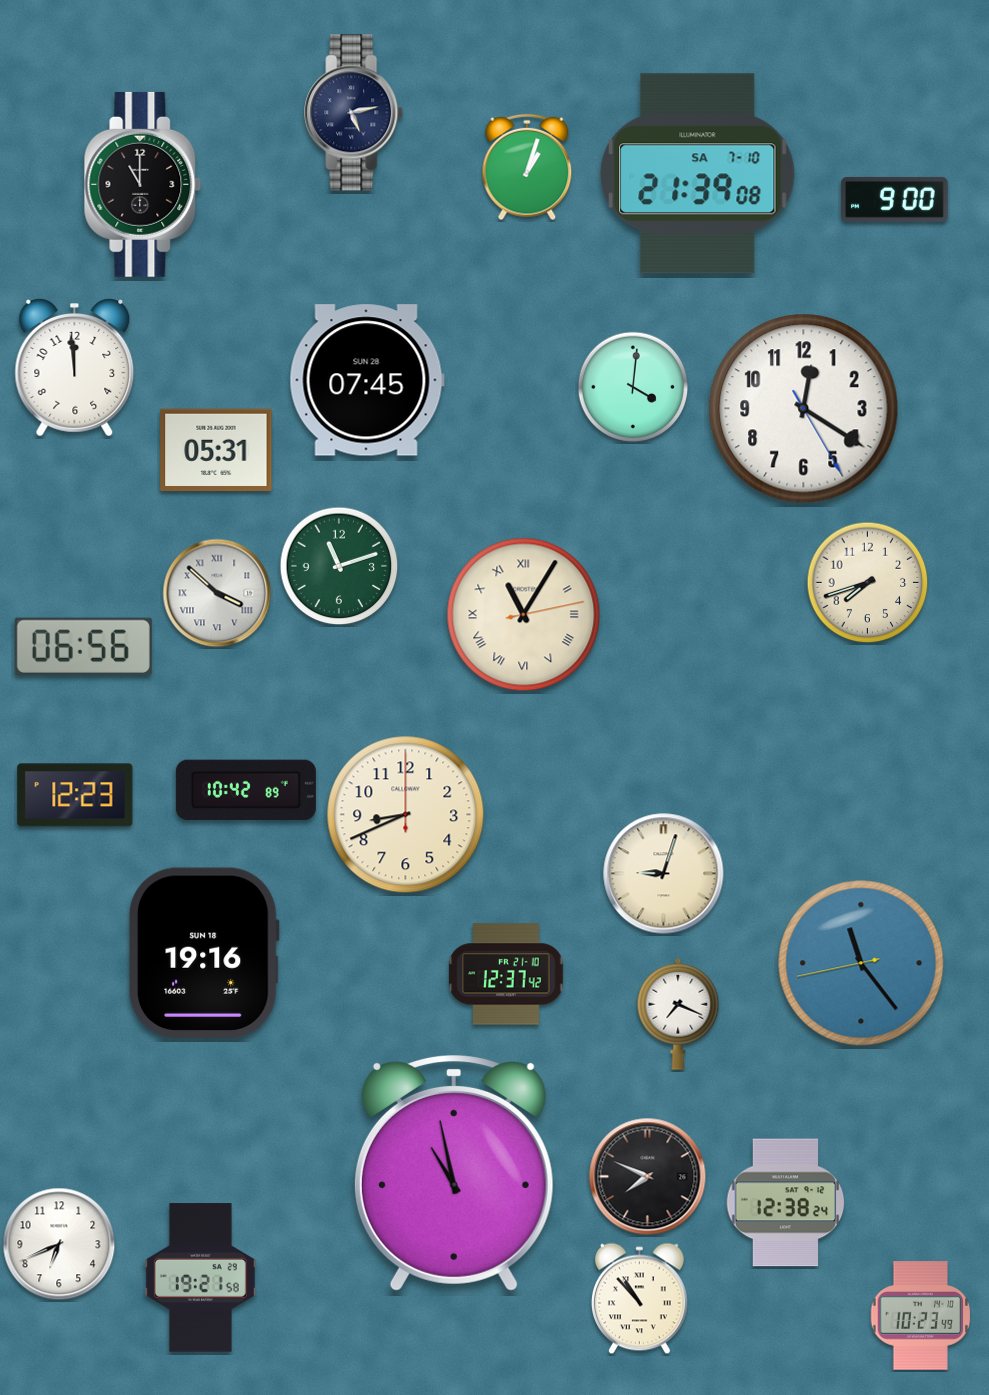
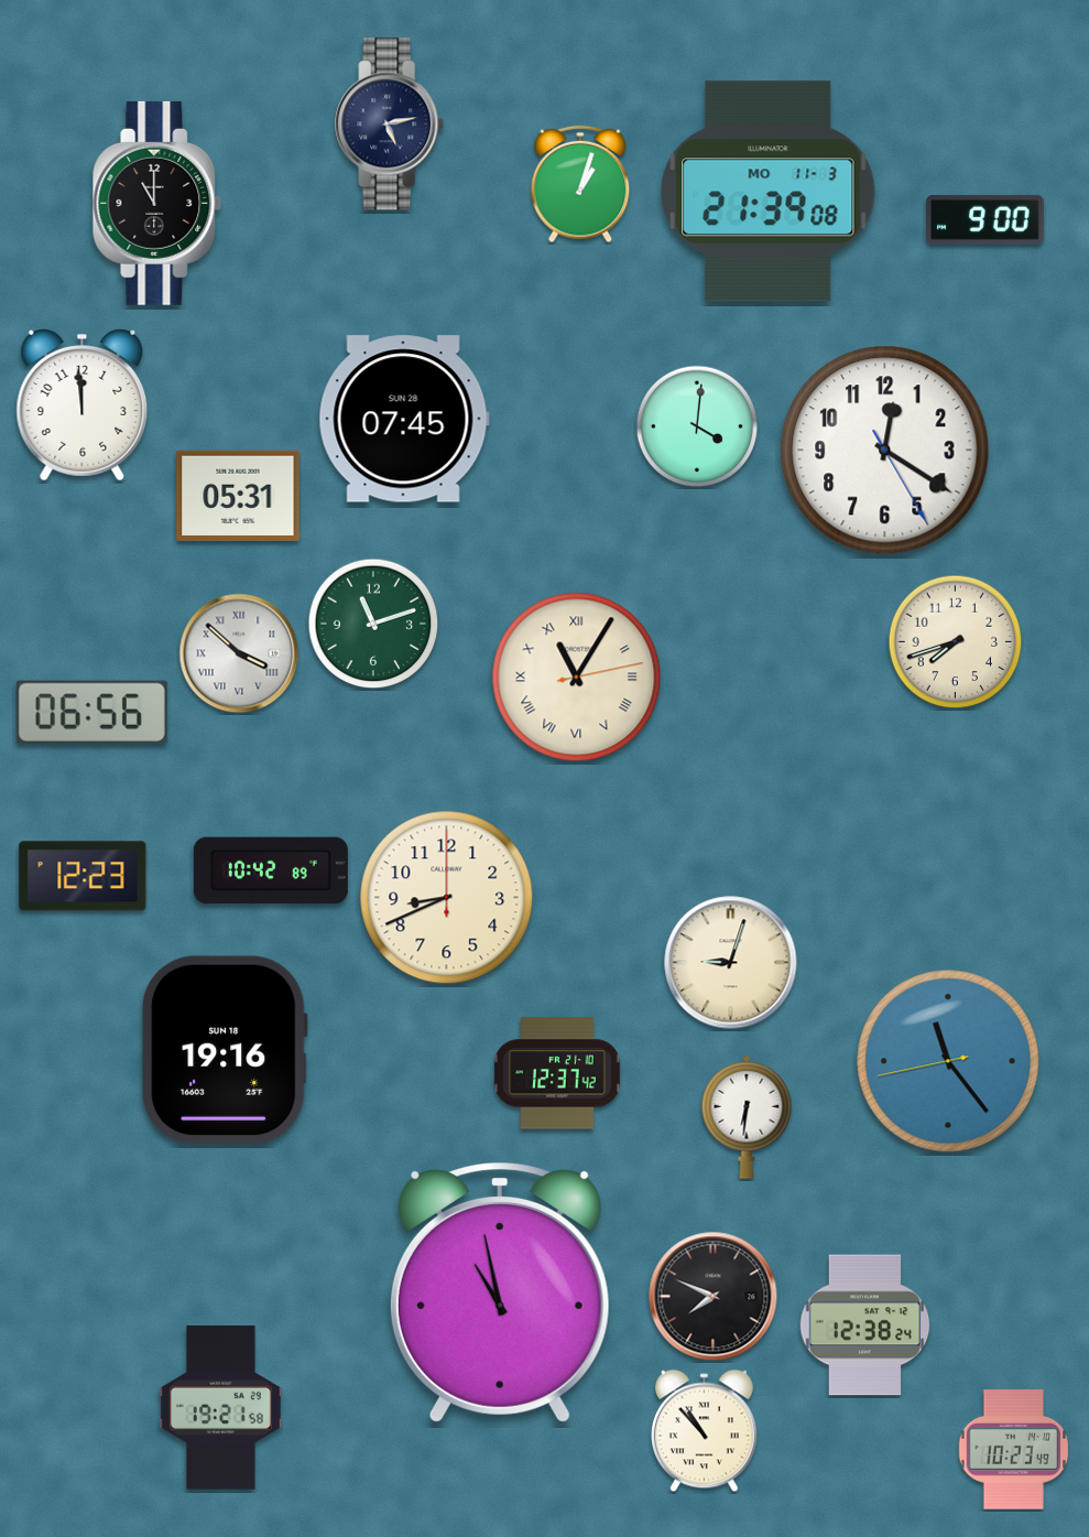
clock at (698, 174) date: SA 7-10 -> MO 11-3
clock at (678, 1014): 7:19 -> 6:31
clock at (59, 1244): 6:41 -> none
